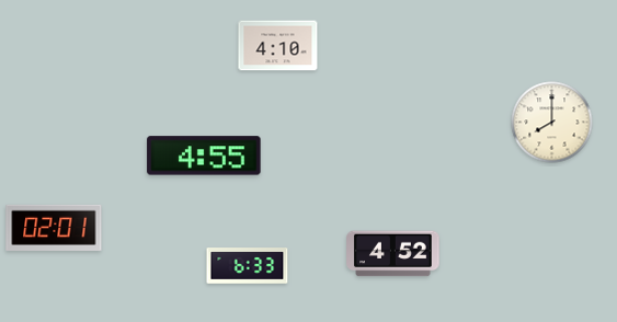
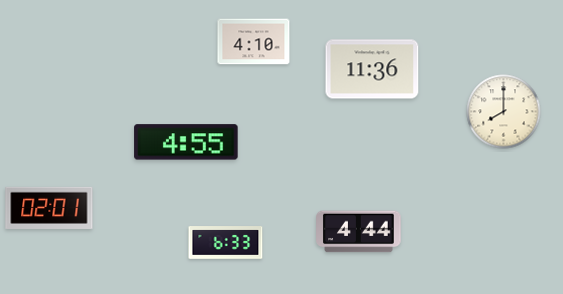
clock at (372, 69): none -> 11:36
clock at (393, 254): 4:52 -> 4:44
